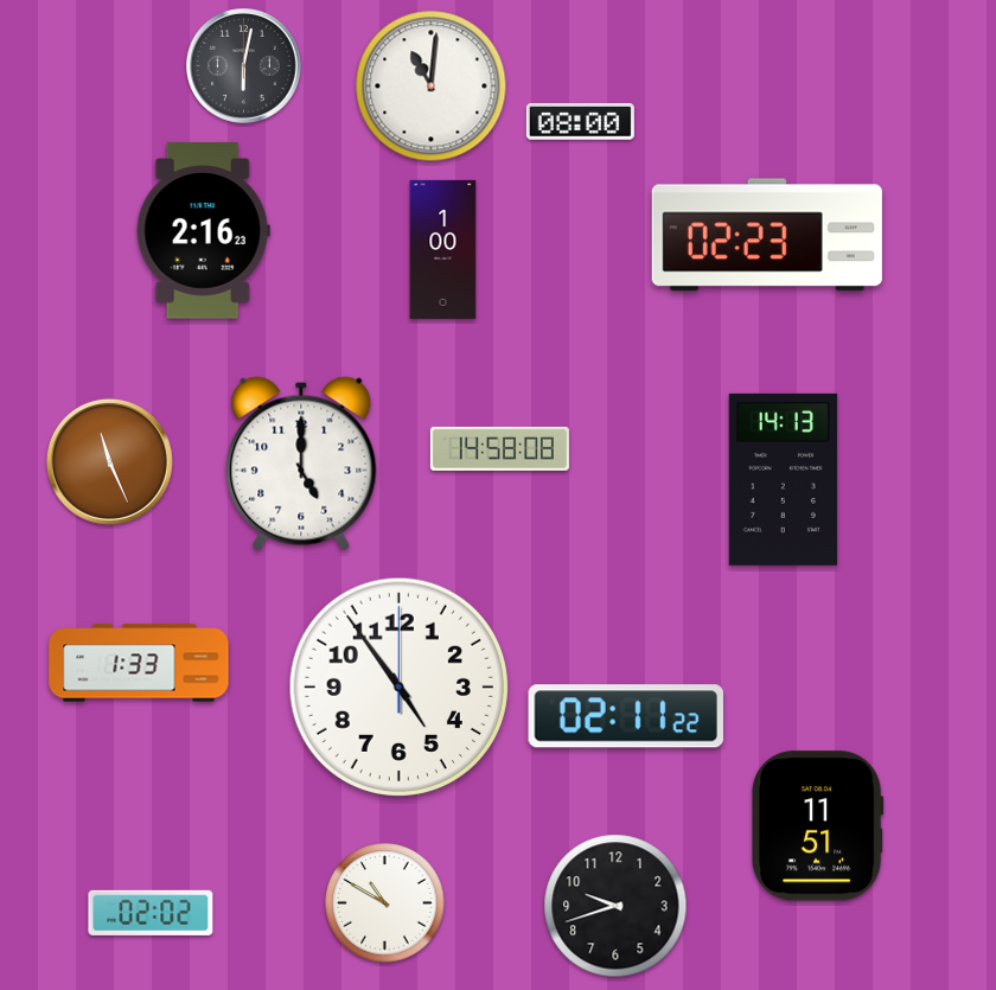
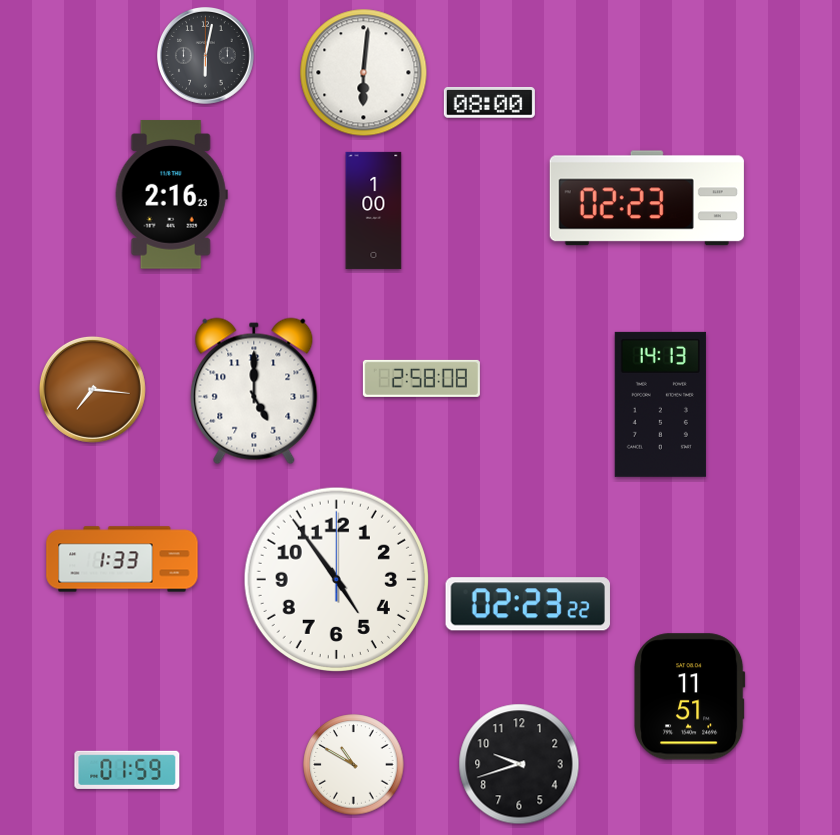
clock at (432, 87): 11:01 -> 6:01
clock at (499, 448): 14:58 -> 2:58
clock at (109, 461): 11:26 -> 7:16
clock at (139, 663) position: (139, 663) -> (122, 559)
clock at (626, 716): 02:11 -> 02:23
clock at (385, 903) position: (385, 903) -> (354, 765)
clock at (151, 913): 02:02 -> 01:59
